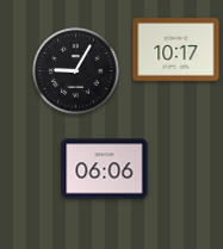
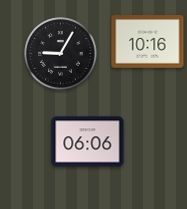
clock at (176, 50): 10:17 -> 10:16
clock at (76, 71) position: (76, 71) -> (61, 54)
